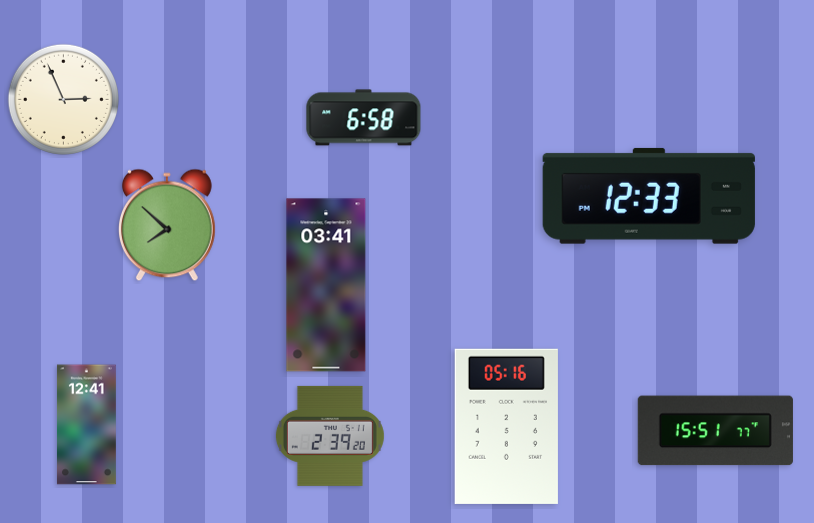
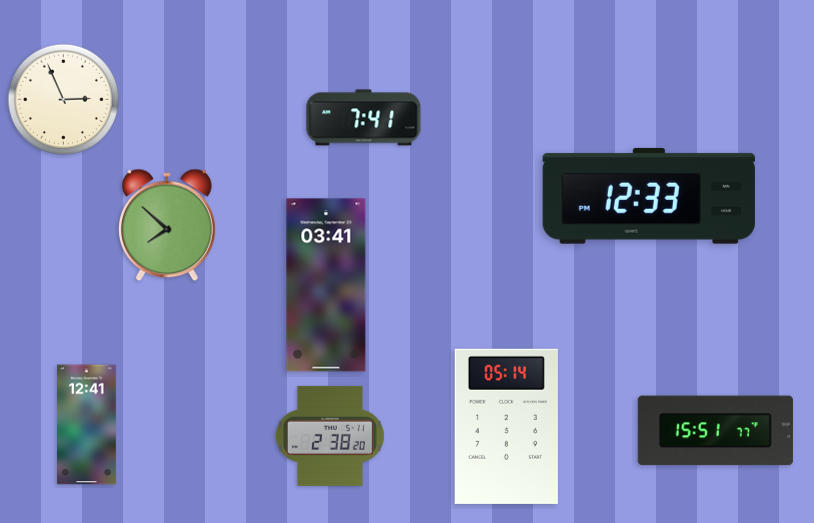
clock at (364, 118): 6:58 -> 7:41
clock at (506, 426): 05:16 -> 05:14
clock at (330, 436): 2:39 -> 2:38
